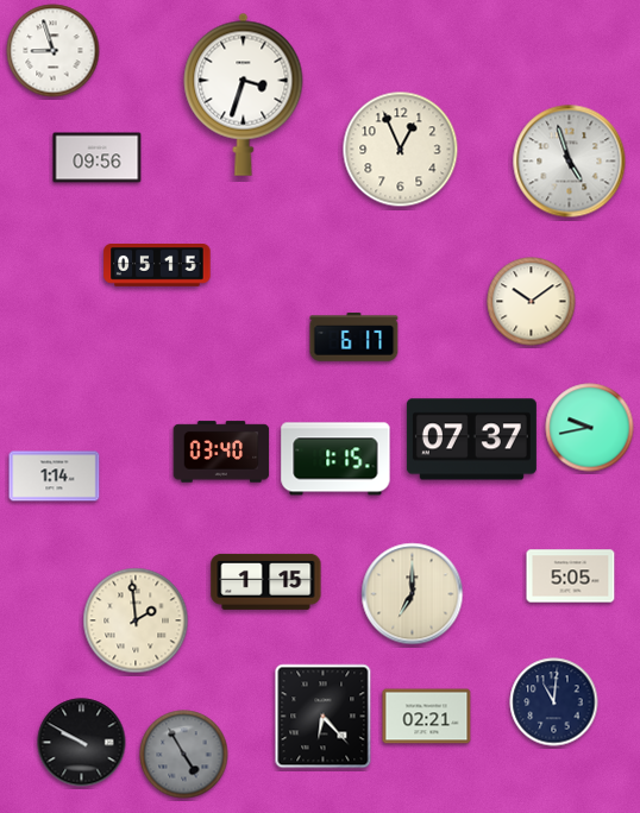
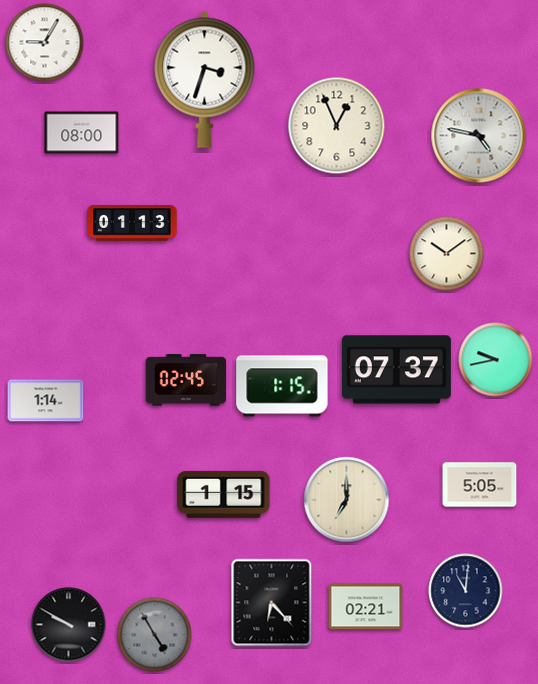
clock at (54, 51): 8:57 -> 9:05
clock at (98, 158): 09:56 -> 08:00
clock at (570, 162): 4:57 -> 4:47
clock at (157, 266): 05:15 -> 01:13
clock at (354, 338): 6:17 -> none
clock at (221, 452): 03:40 -> 02:45
clock at (266, 581) position: (266, 581) -> (224, 494)
clock at (136, 620): 1:59 -> none
clock at (427, 717) position: (427, 717) -> (366, 607)
